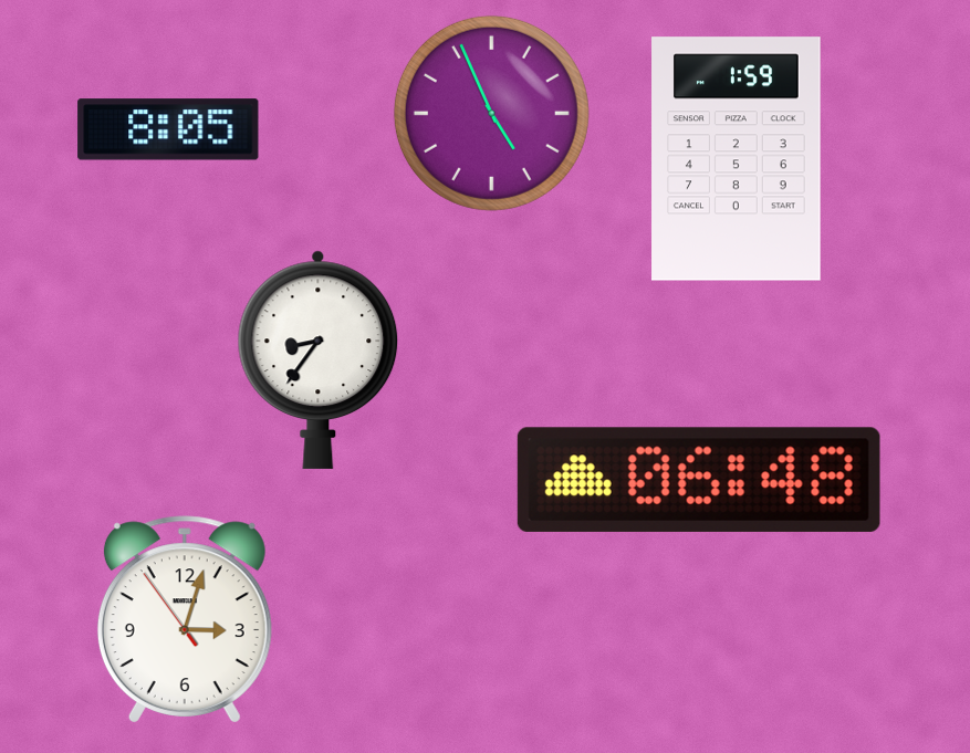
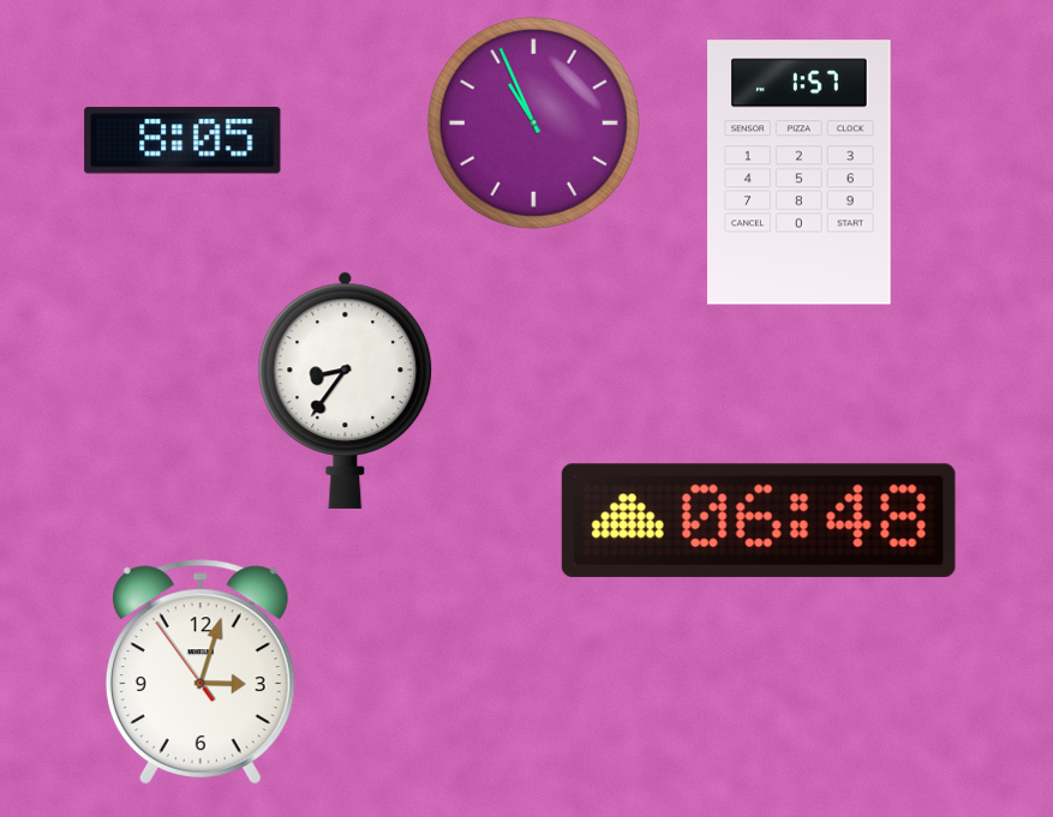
clock at (491, 113): 4:56 -> 10:56
clock at (737, 159): 1:59 -> 1:57
